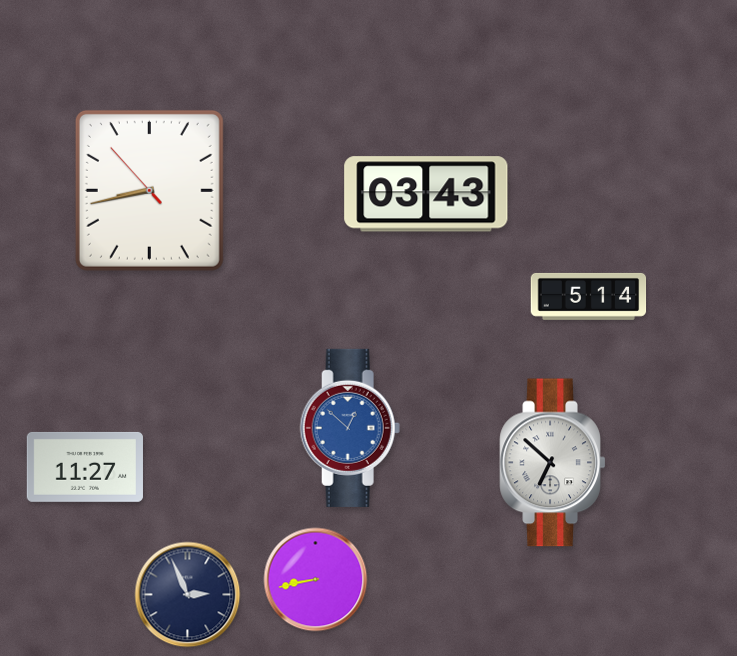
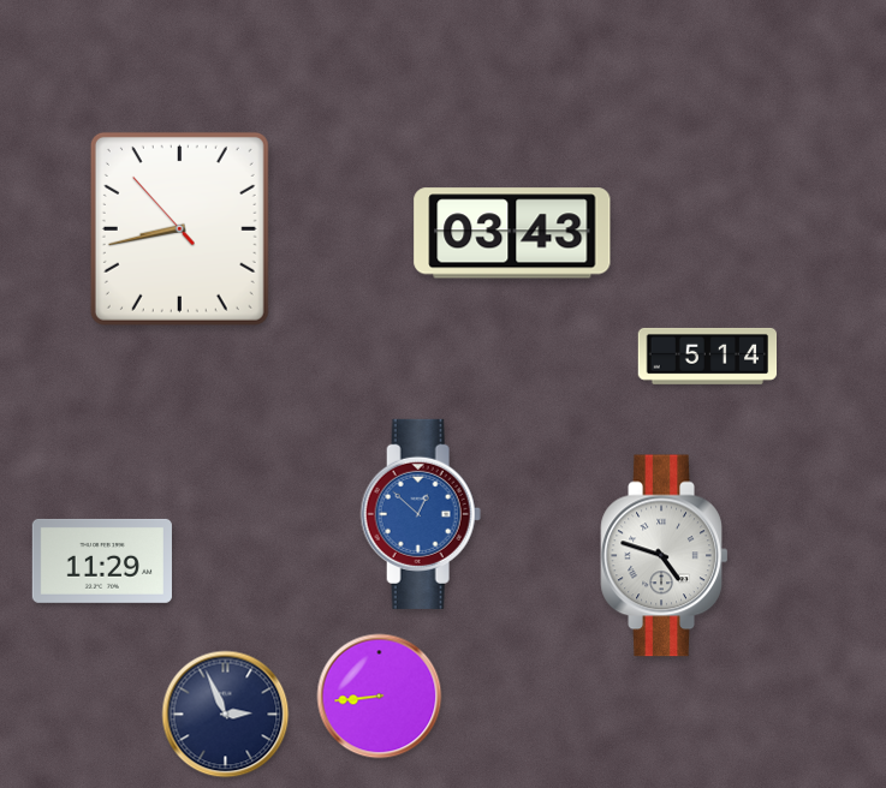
clock at (553, 463): 6:52 -> 4:48
clock at (85, 467): 11:27 -> 11:29
clock at (316, 580): 8:43 -> 8:44
